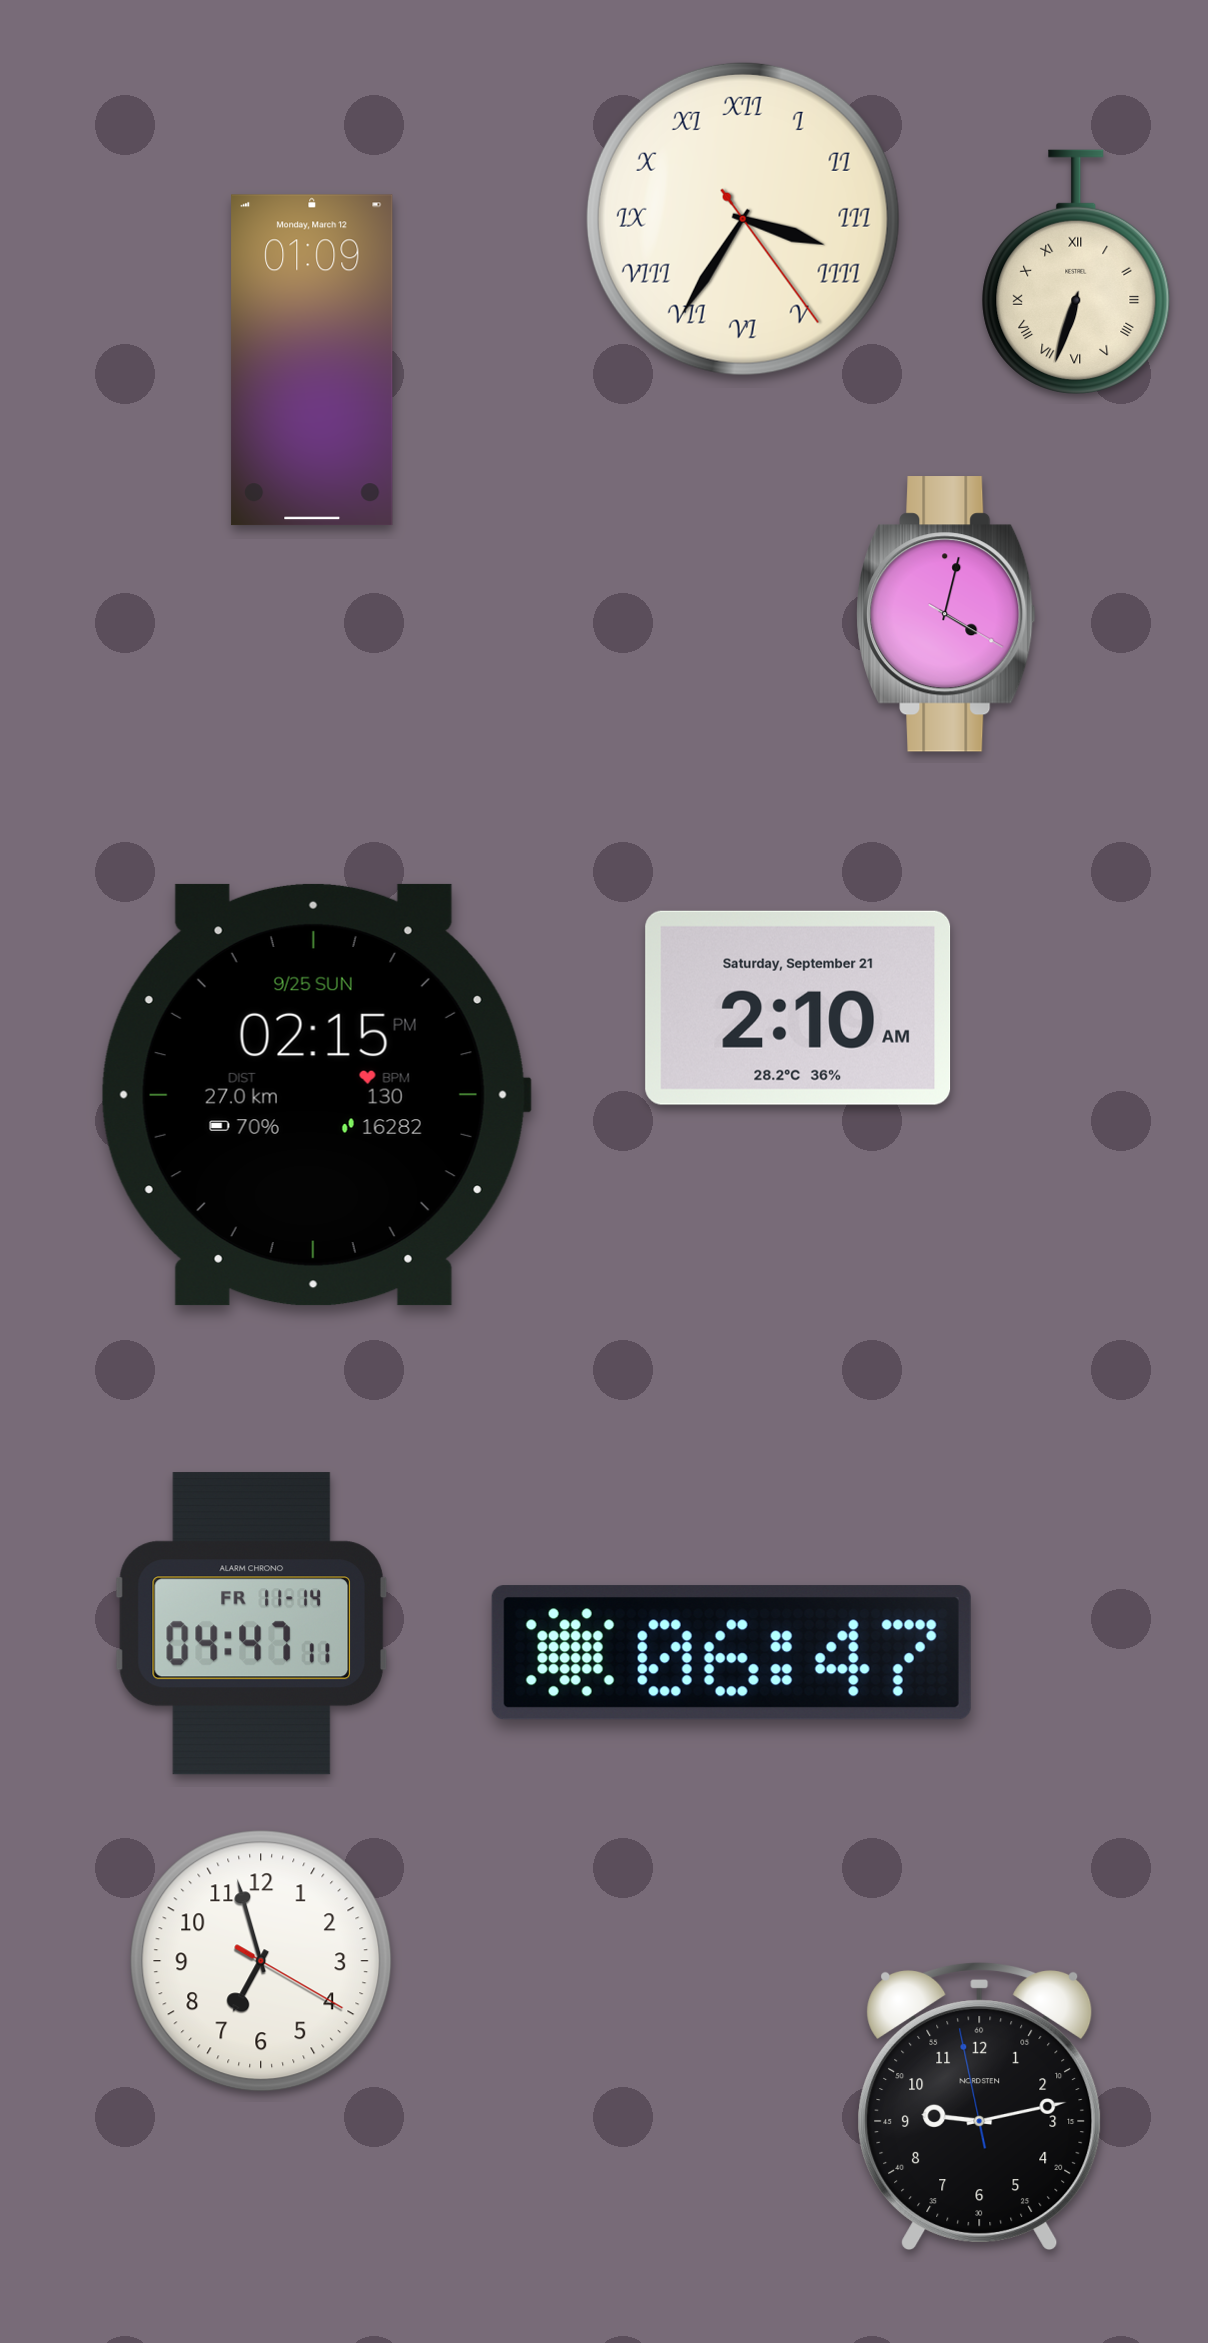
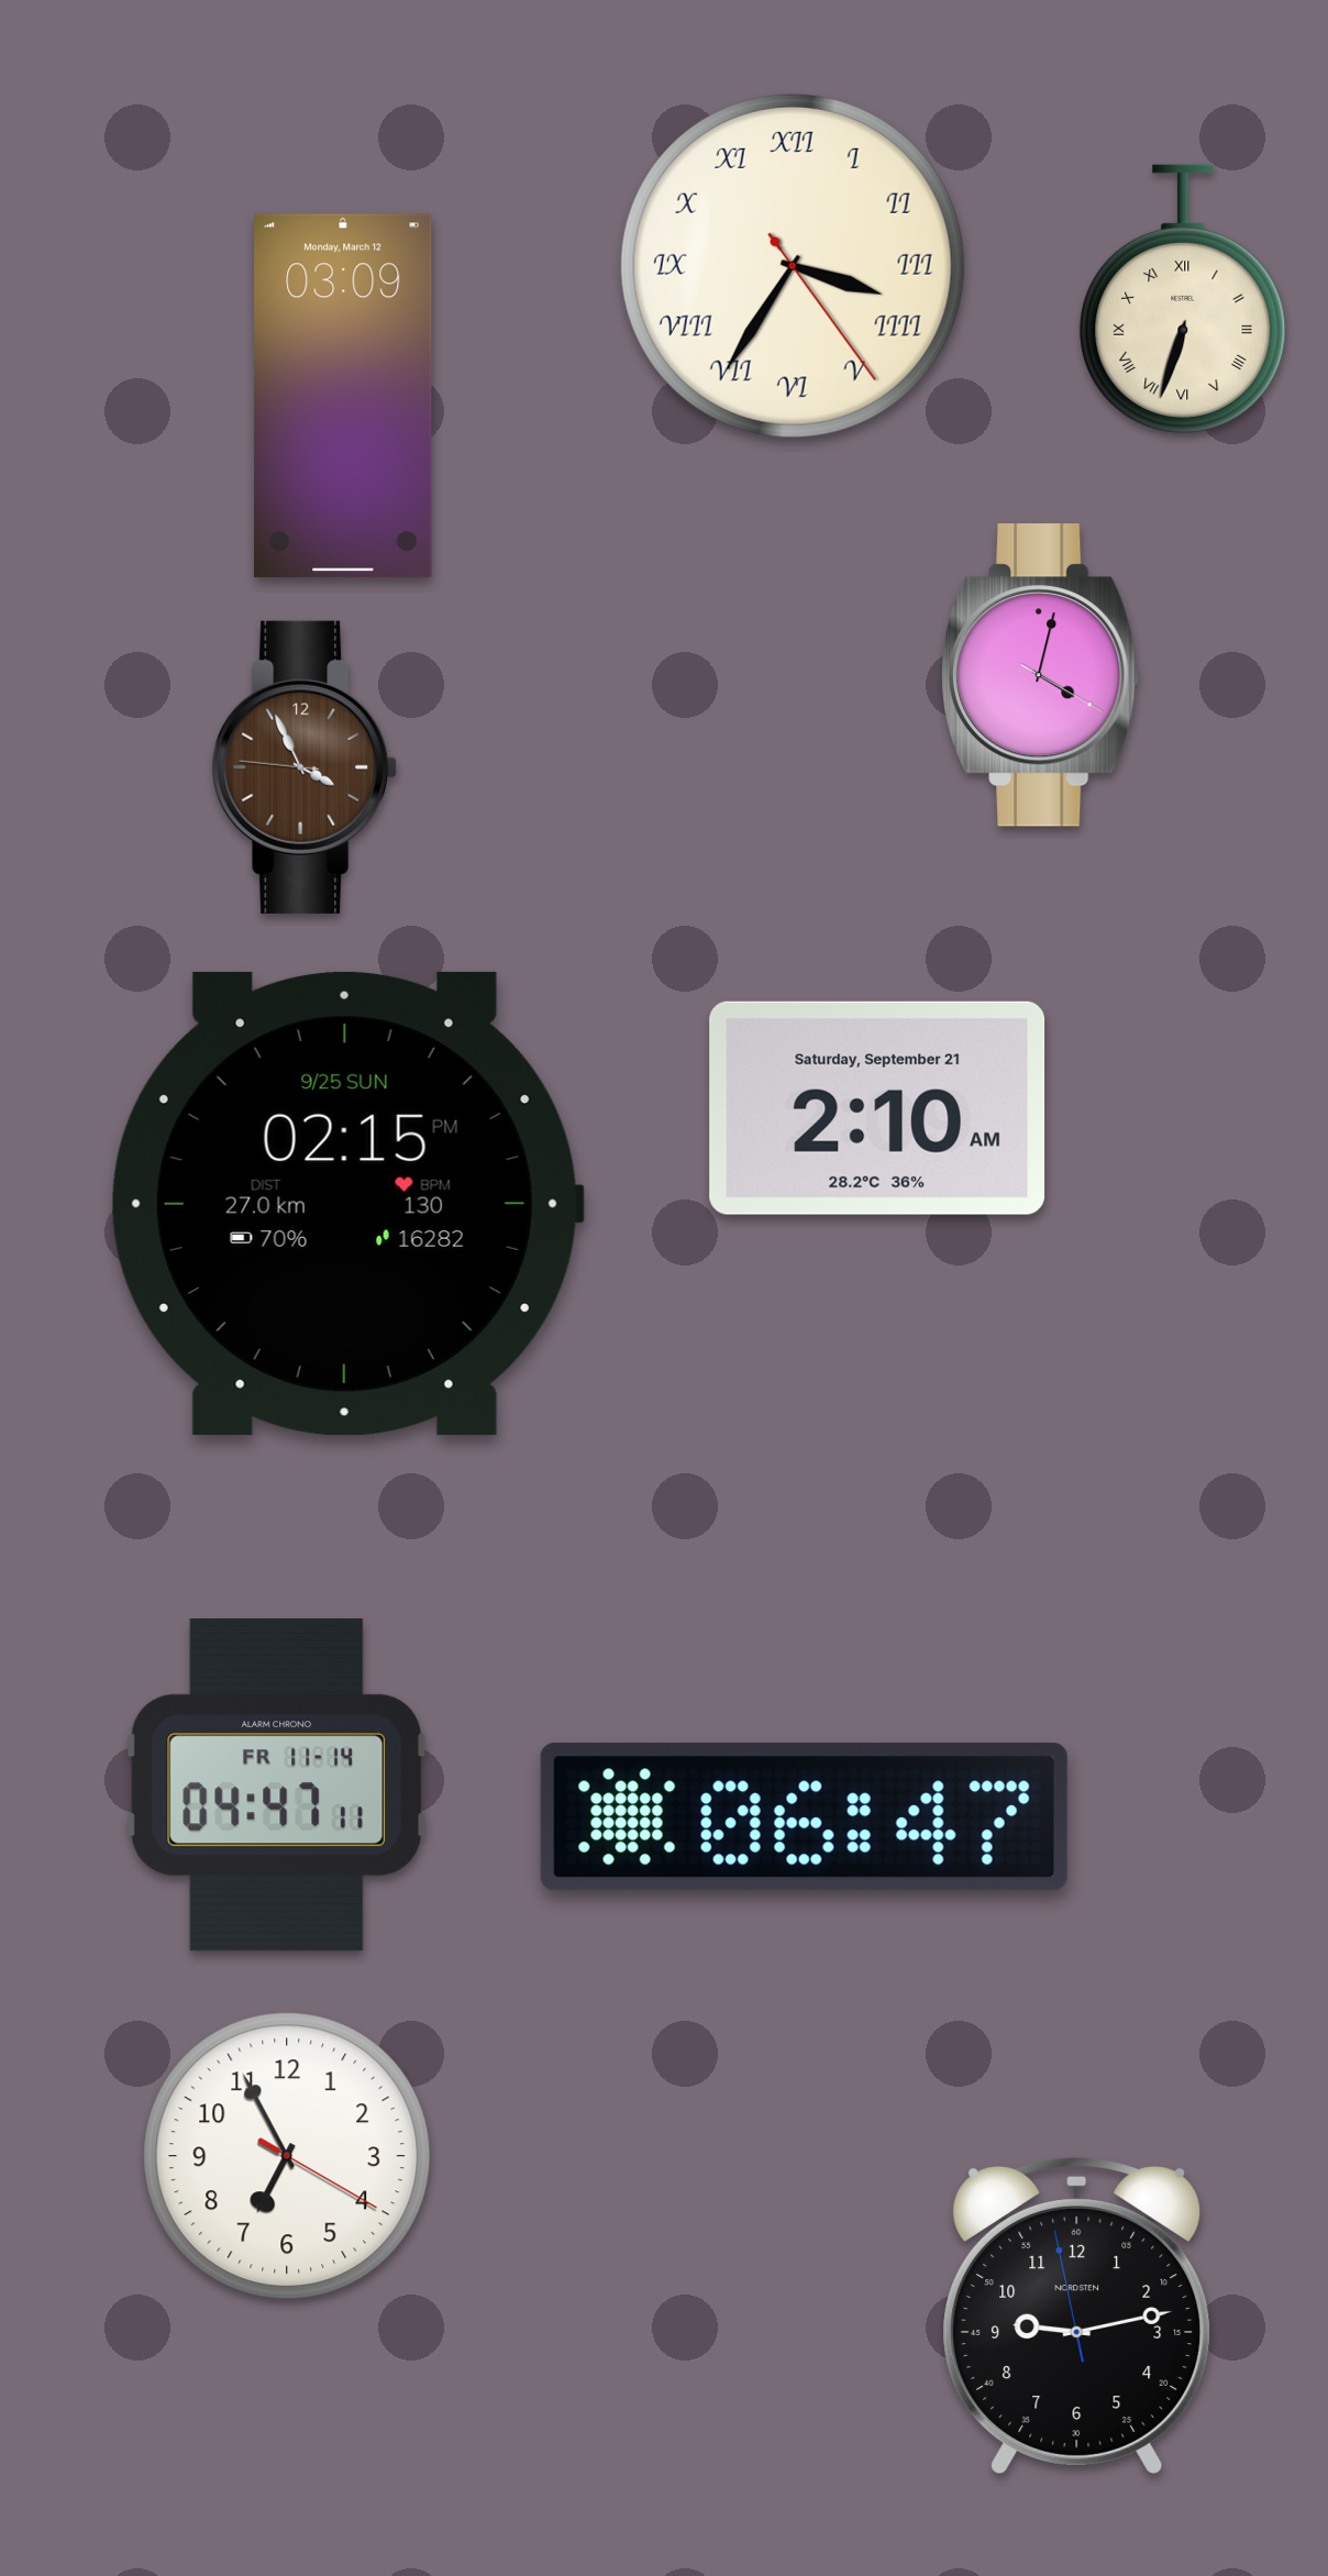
clock at (743, 219) position: (743, 219) -> (793, 266)
clock at (312, 360): 01:09 -> 03:09
clock at (305, 767): none -> 3:55
clock at (261, 1961): 6:57 -> 6:55
